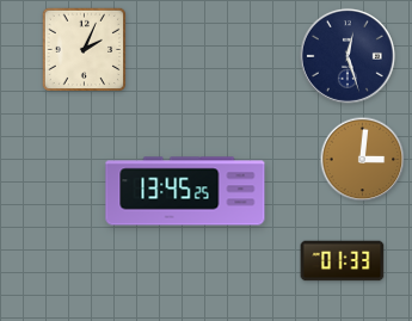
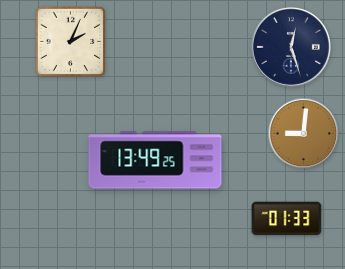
clock at (363, 160): 3:01 -> 9:01
clock at (185, 191): 13:45 -> 13:49
